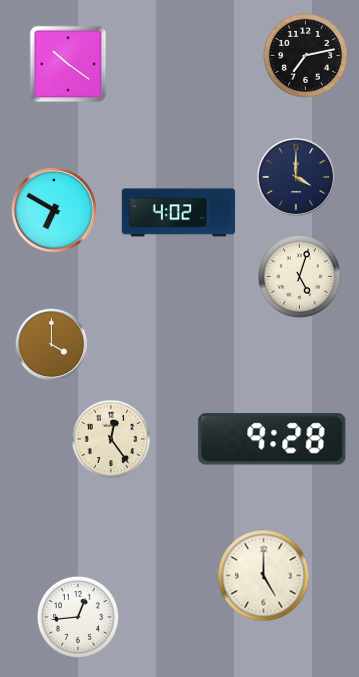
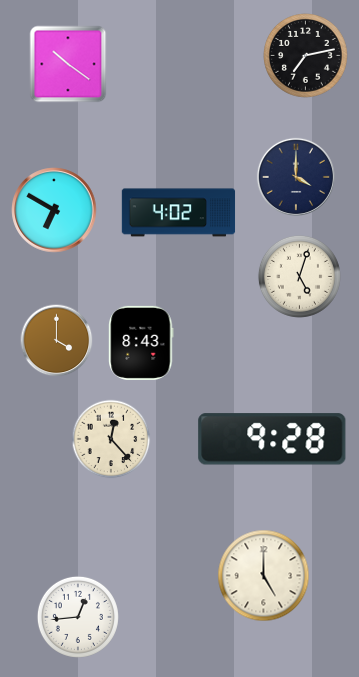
clock at (141, 343): none -> 8:43
clock at (52, 345) position: (52, 345) -> (57, 341)
clock at (111, 439): 12:24 -> 12:23
